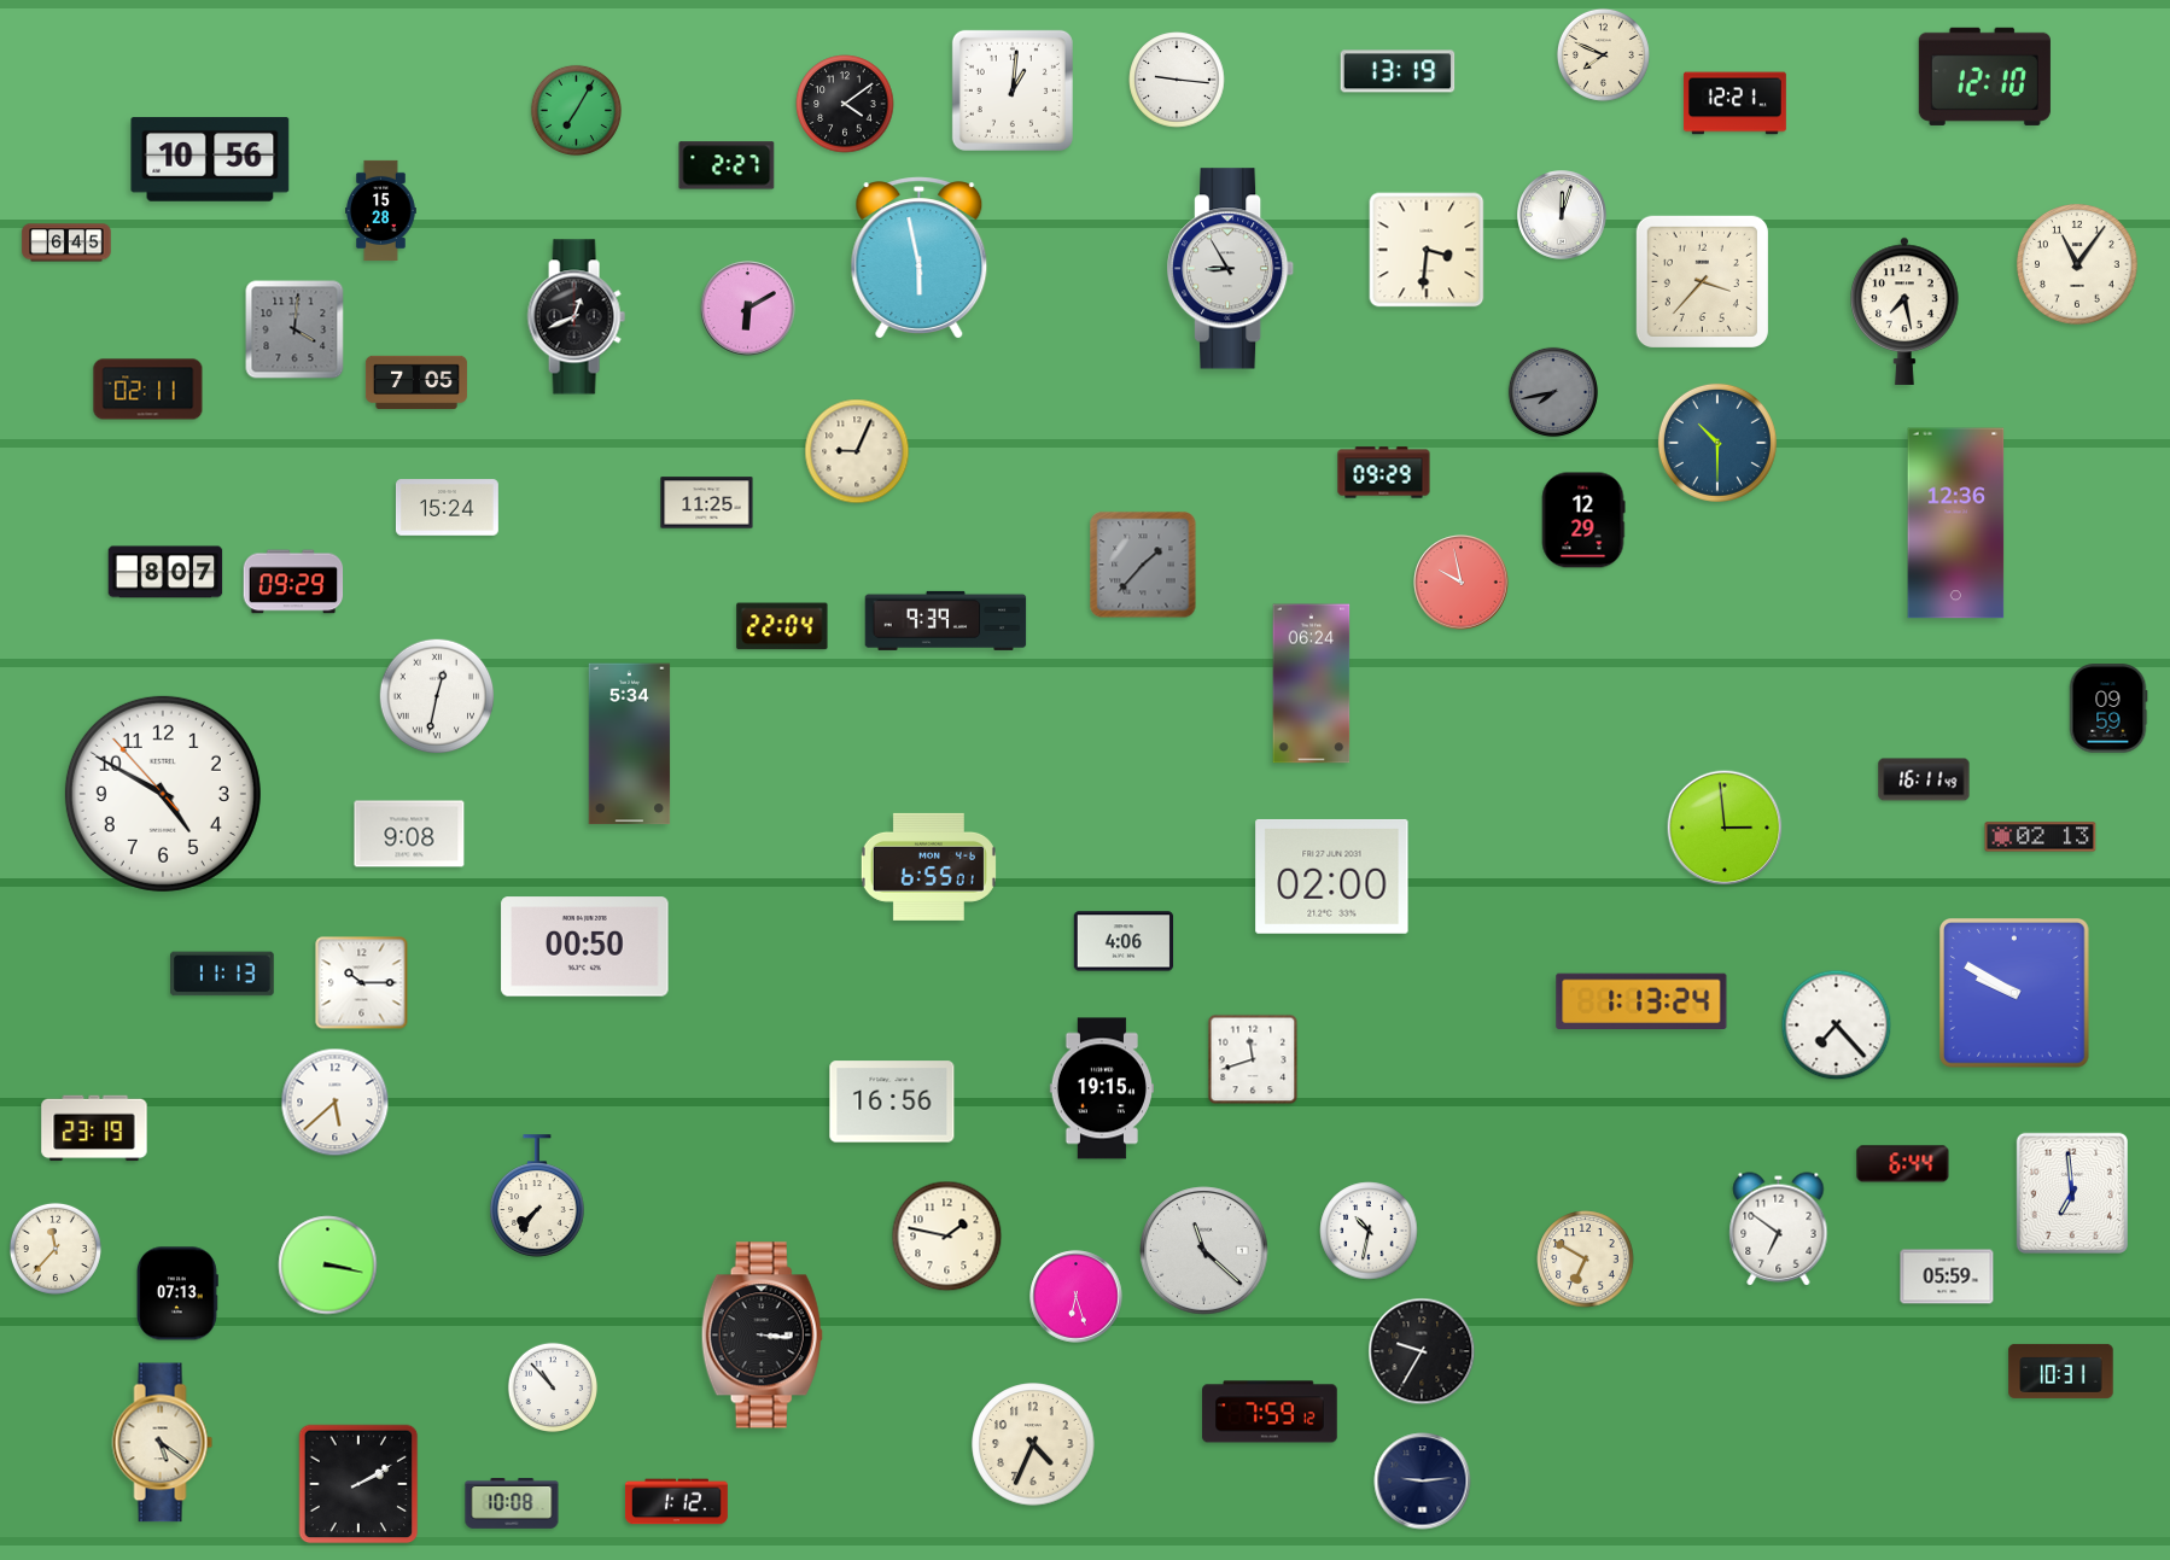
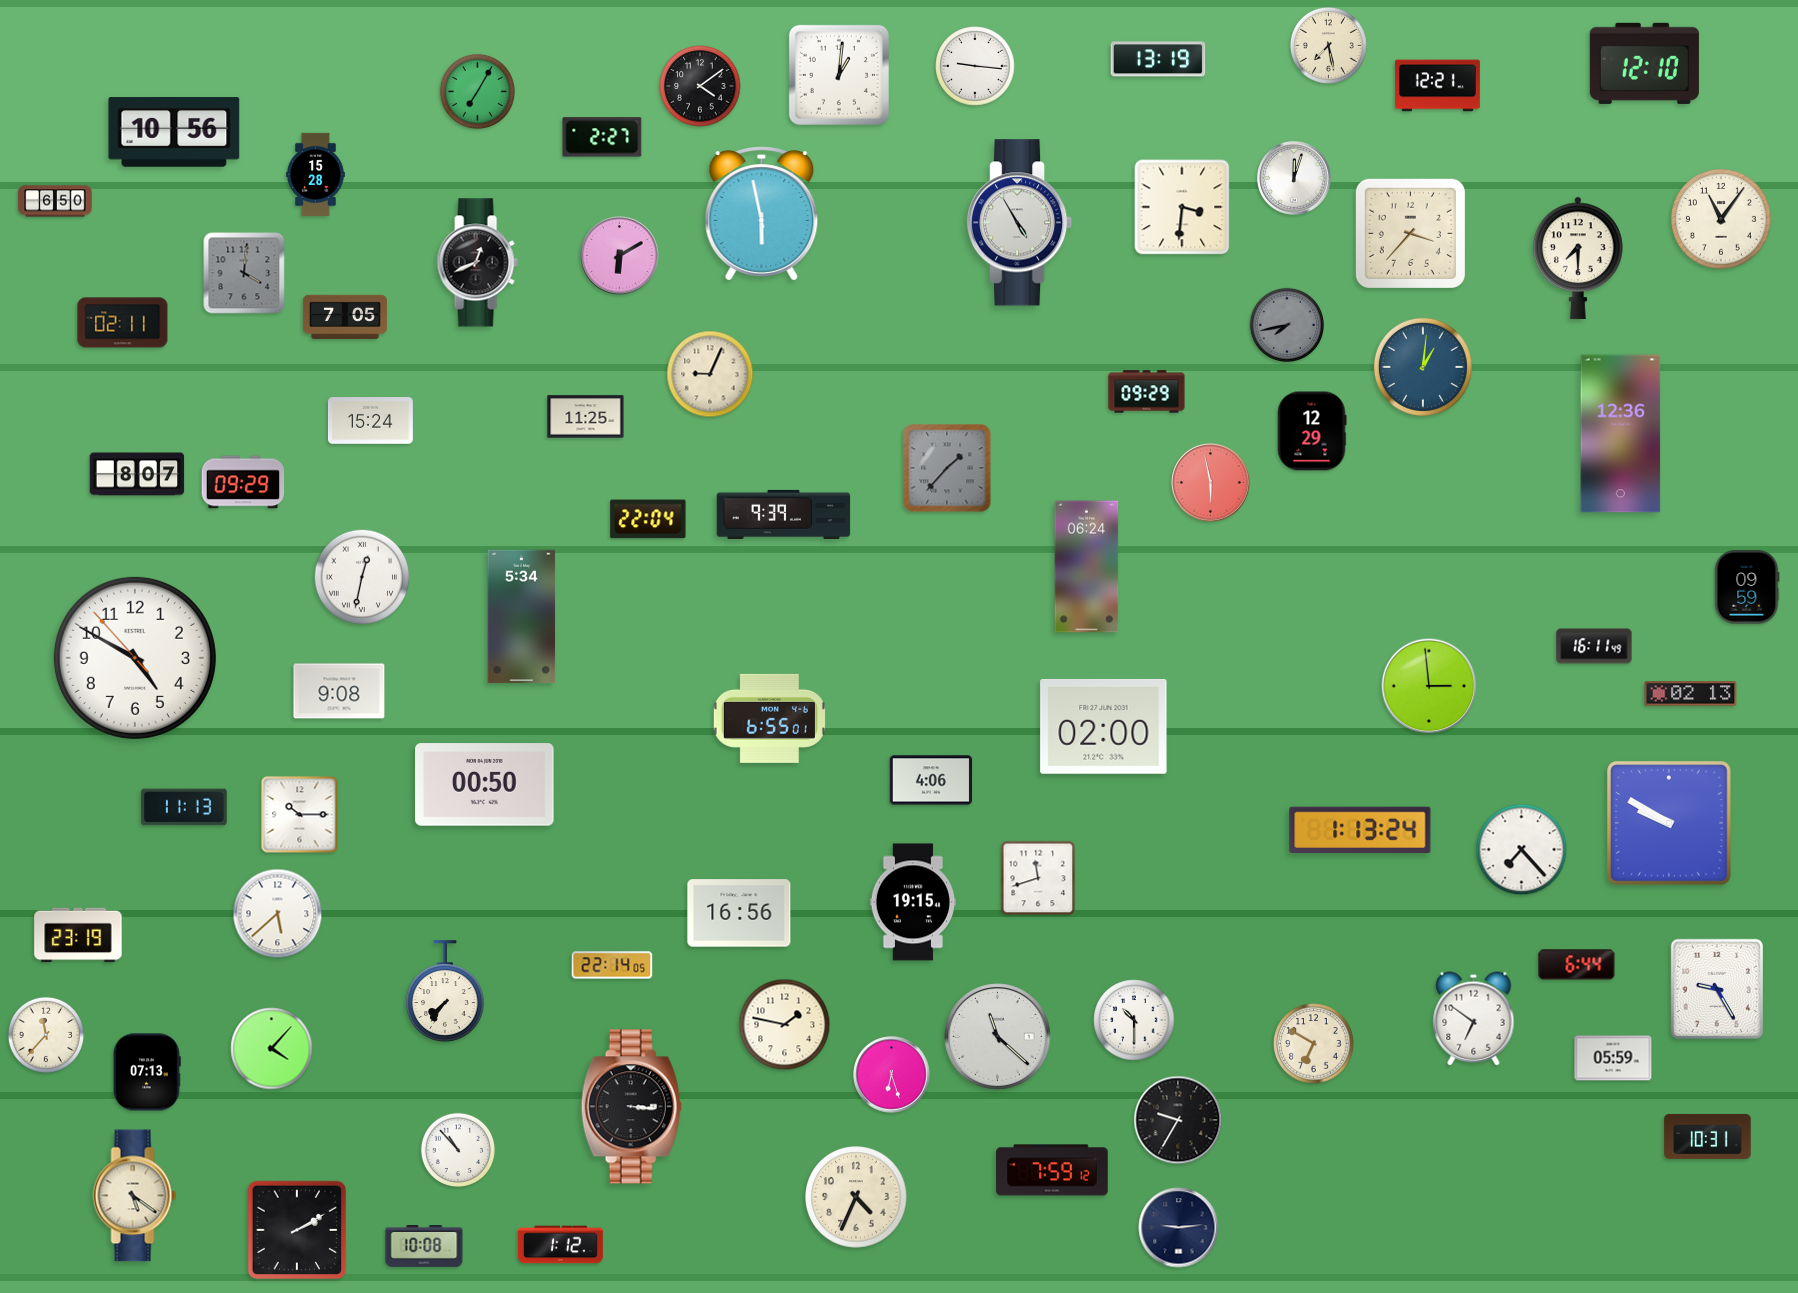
clock at (1603, 54): 7:49 -> 7:28
clock at (66, 243): 6:45 -> 6:50
clock at (1231, 269): 8:55 -> 4:55
clock at (1904, 311): 7:28 -> 7:30
clock at (1717, 443): 10:30 -> 1:01
clock at (1462, 583): 9:58 -> 5:58
clock at (612, 965): none -> 22:14
clock at (2072, 1193): 6:59 -> 9:25
clock at (1369, 1231): 10:32 -> 10:30
clock at (328, 1266): 3:17 -> 4:07
